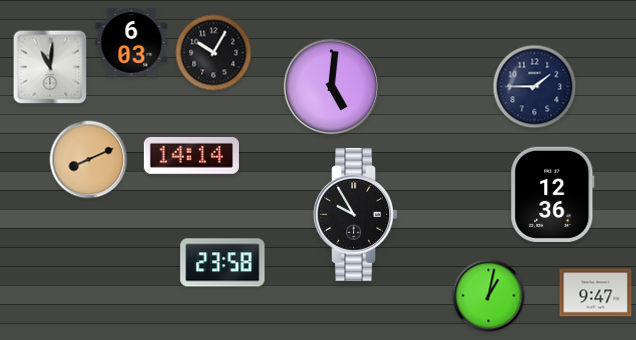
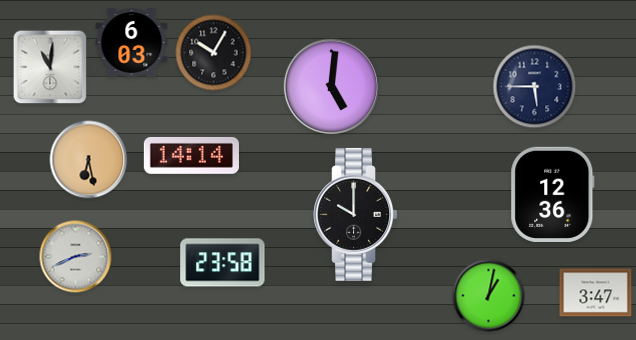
clock at (535, 87): 1:45 -> 5:45
clock at (89, 160): 8:11 -> 6:28
clock at (355, 214): 9:55 -> 10:00
clock at (76, 257): none -> 2:41
clock at (596, 293): 9:47 -> 3:47
